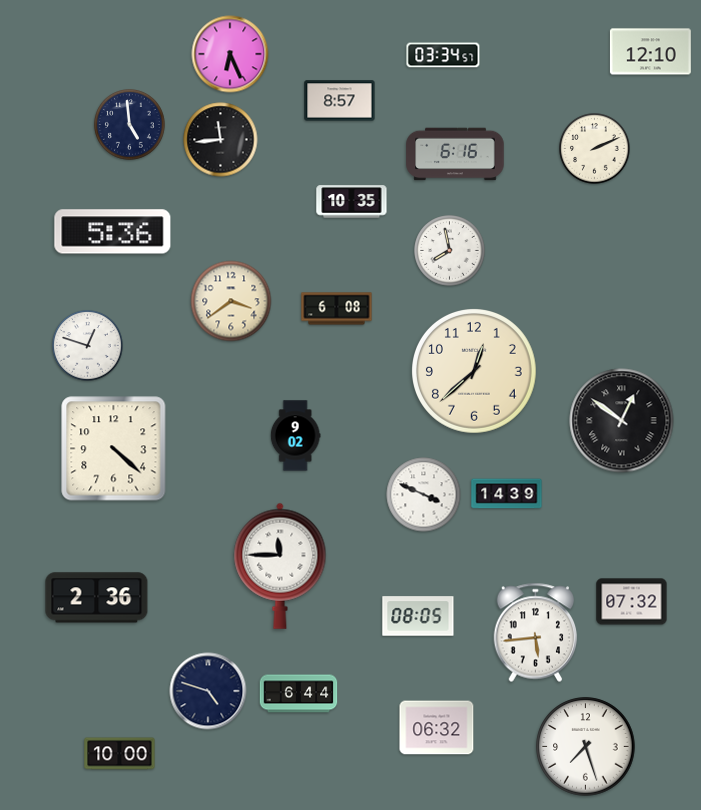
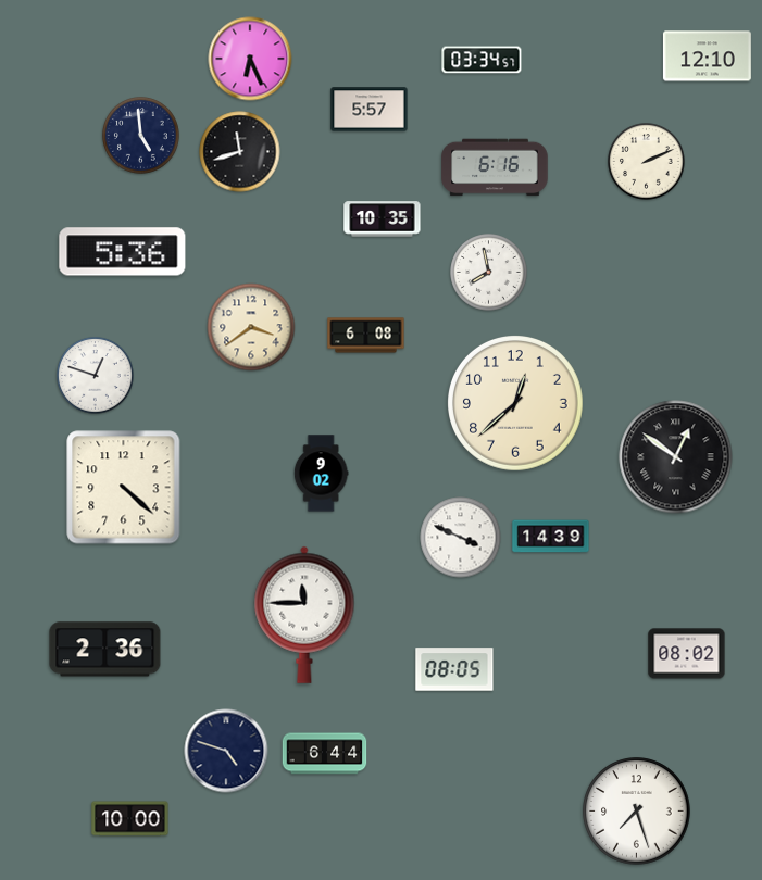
clock at (340, 101): 8:57 -> 5:57
clock at (221, 140): 11:44 -> 11:42
clock at (632, 602): 07:32 -> 08:02
clock at (536, 633): 5:44 -> none
clock at (437, 728): 06:32 -> none
